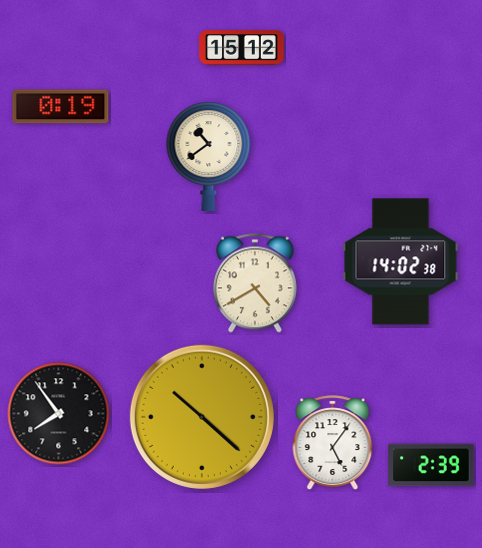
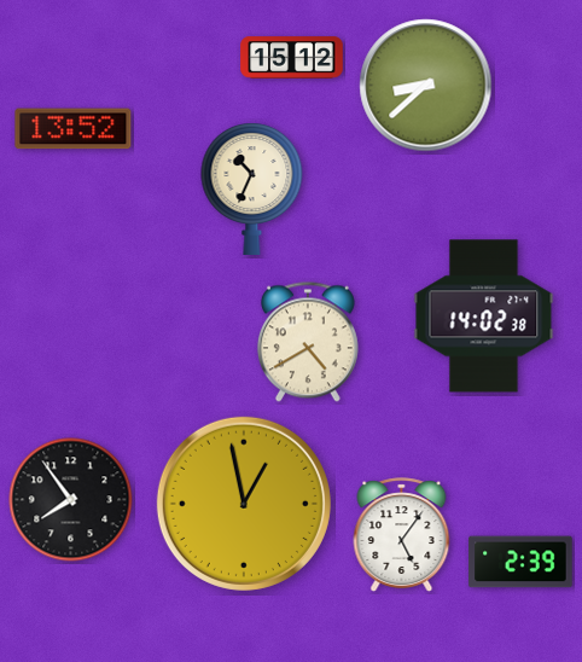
clock at (426, 86): none -> 8:38
clock at (61, 107): 0:19 -> 13:52
clock at (209, 156): 10:39 -> 10:34
clock at (202, 417): 10:22 -> 12:58
